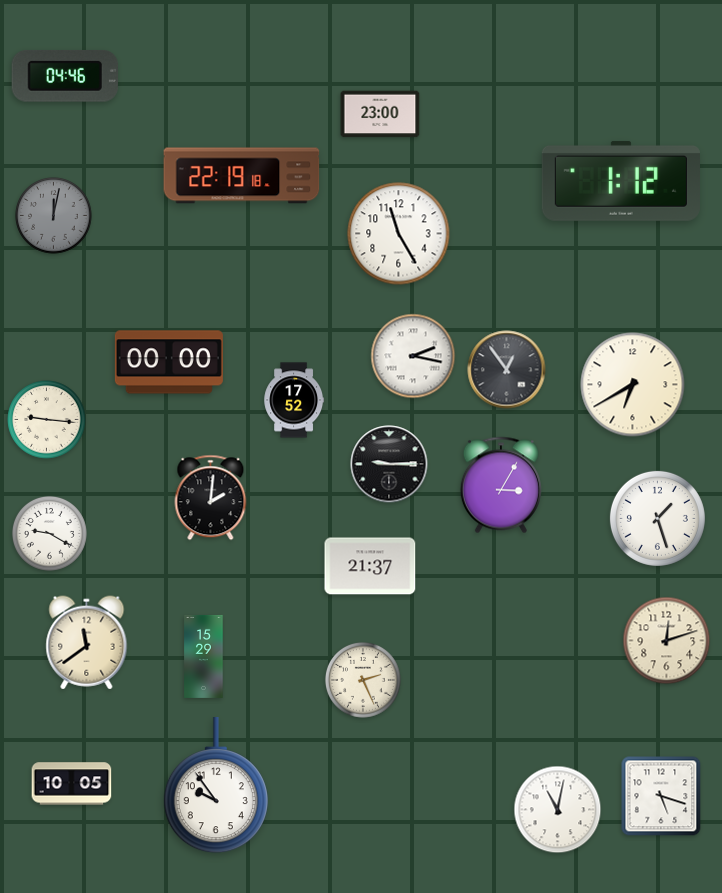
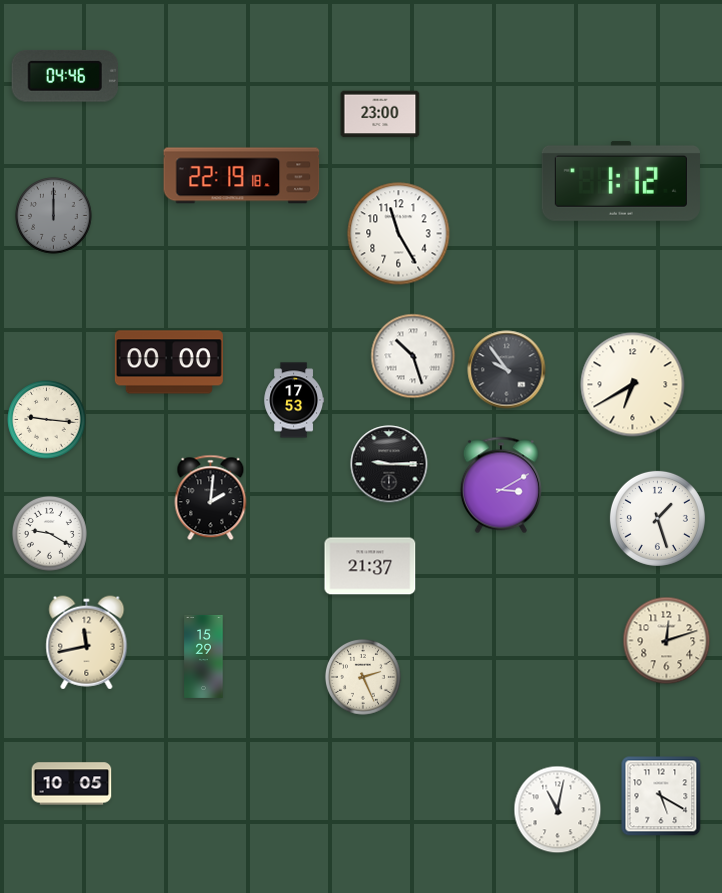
clock at (54, 216): 12:02 -> 12:00
clock at (413, 356): 2:17 -> 10:27
clock at (507, 370): 12:54 -> 9:54
clock at (294, 400): 17:52 -> 17:53
clock at (501, 485): 3:05 -> 3:10
clock at (87, 643): 11:39 -> 11:43
clock at (363, 680) position: (363, 680) -> (363, 677)
clock at (216, 786): 9:54 -> none
clock at (661, 796): 5:18 -> 5:20
